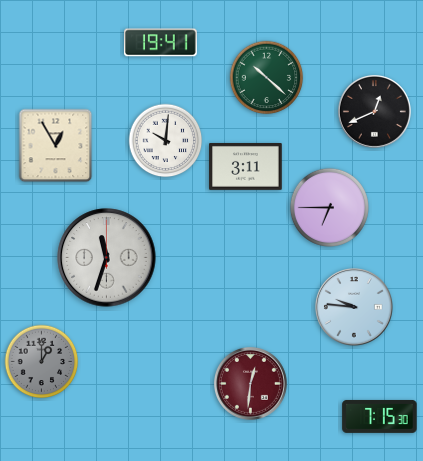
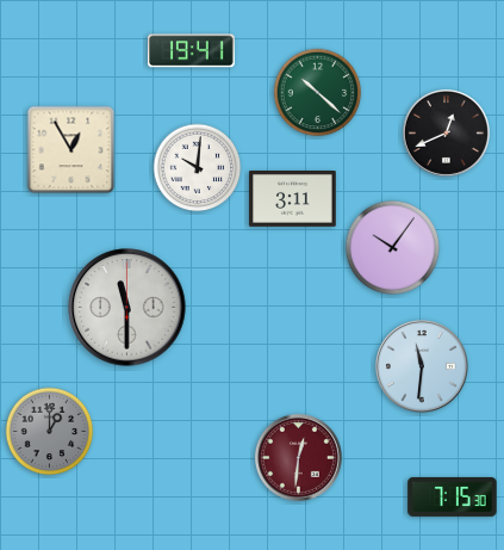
clock at (56, 146) position: (56, 146) -> (71, 150)
clock at (329, 207): 6:45 -> 10:06
clock at (107, 258): 11:33 -> 11:30
clock at (355, 308): 9:46 -> 11:31
